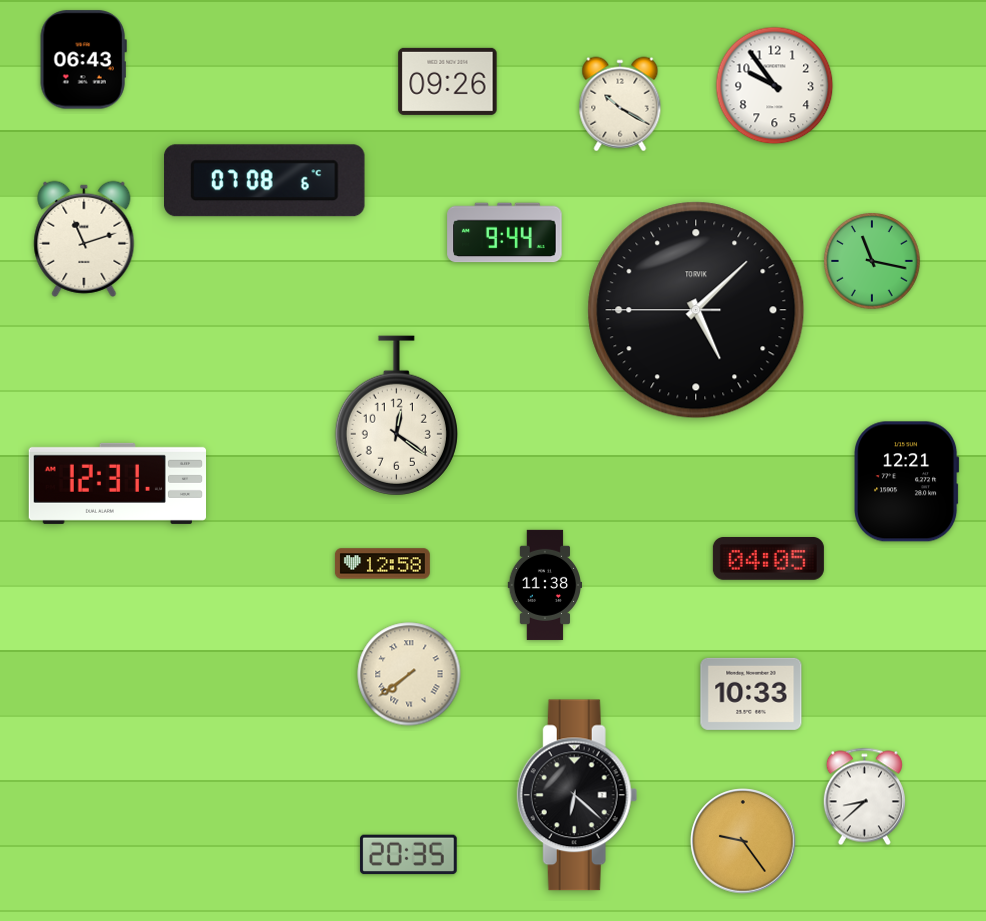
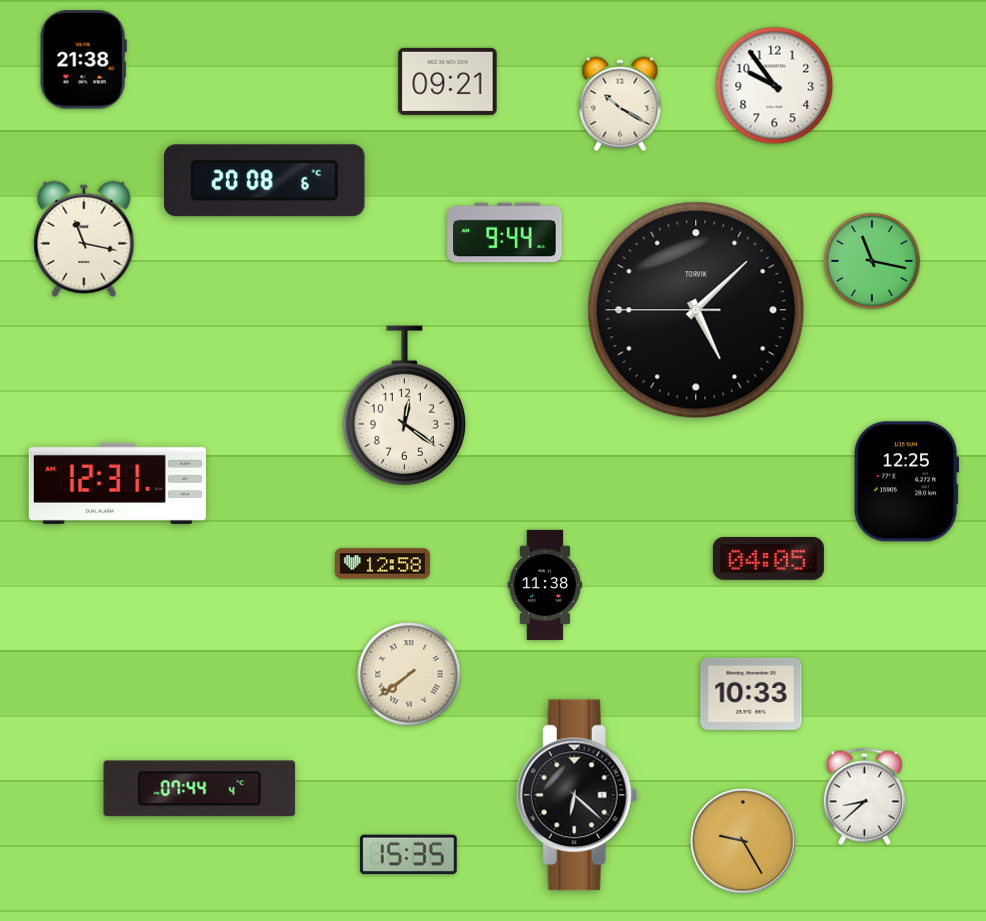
clock at (83, 60): 06:43 -> 21:38
clock at (448, 81): 09:26 -> 09:21
clock at (265, 181): 07:08 -> 20:08
clock at (84, 239): 11:12 -> 11:17
clock at (396, 416) position: (396, 416) -> (404, 406)
clock at (907, 482): 12:21 -> 12:25
clock at (200, 789): none -> 07:44
clock at (743, 841): 9:24 -> 9:25
clock at (409, 855): 20:35 -> 15:35
